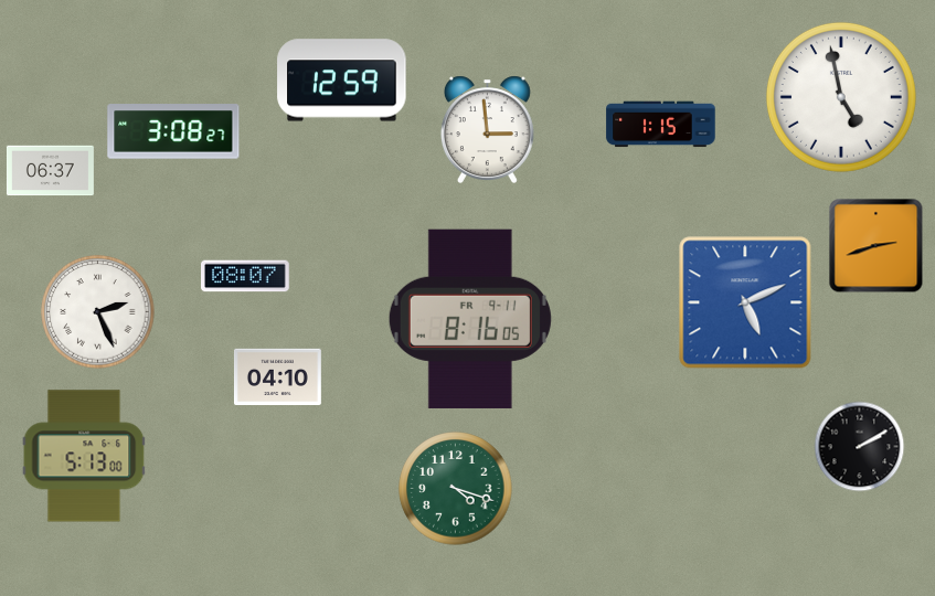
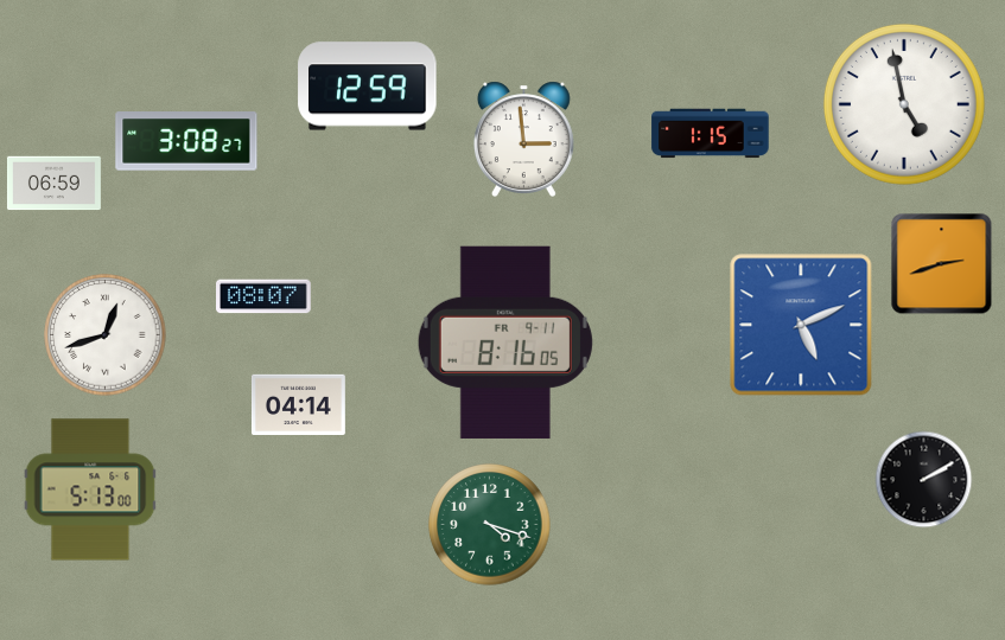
clock at (50, 171): 06:37 -> 06:59
clock at (98, 312): 2:26 -> 12:42
clock at (277, 376): 04:10 -> 04:14
